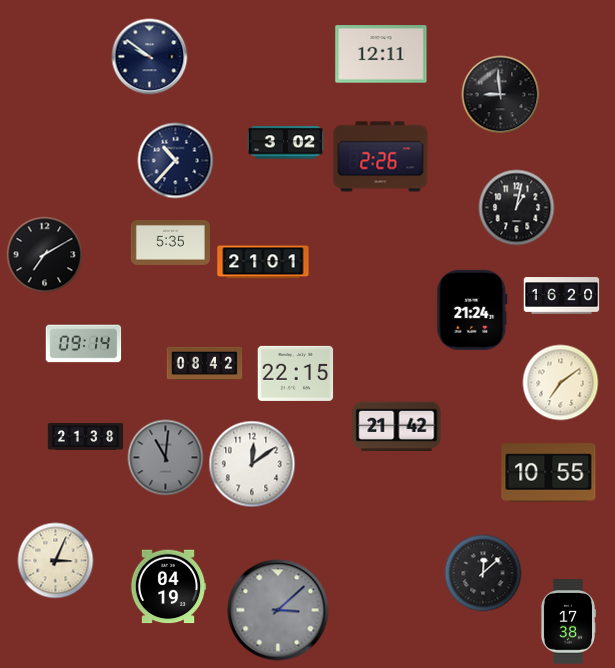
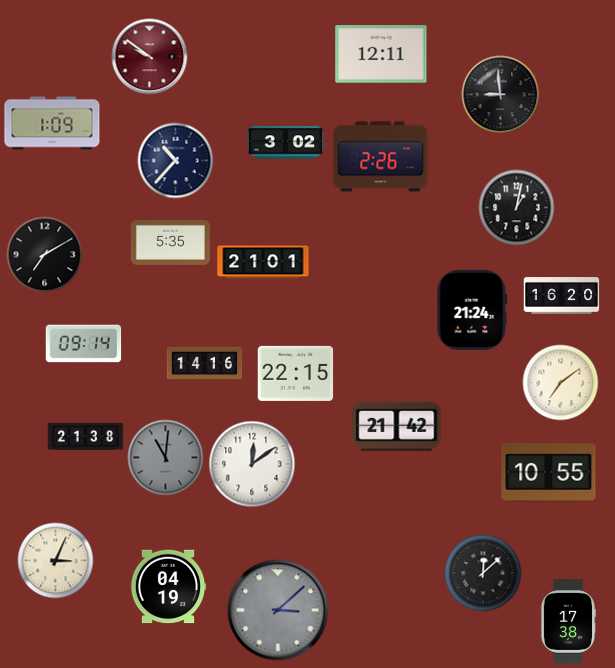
clock at (150, 57) dial: navy -> burgundy
clock at (52, 123): none -> 1:09
clock at (205, 363): 08:42 -> 14:16
